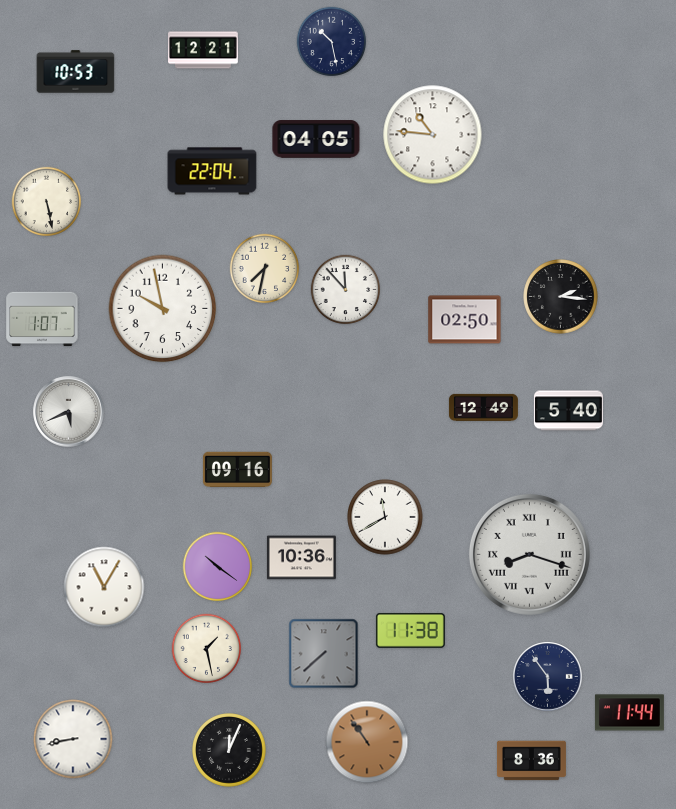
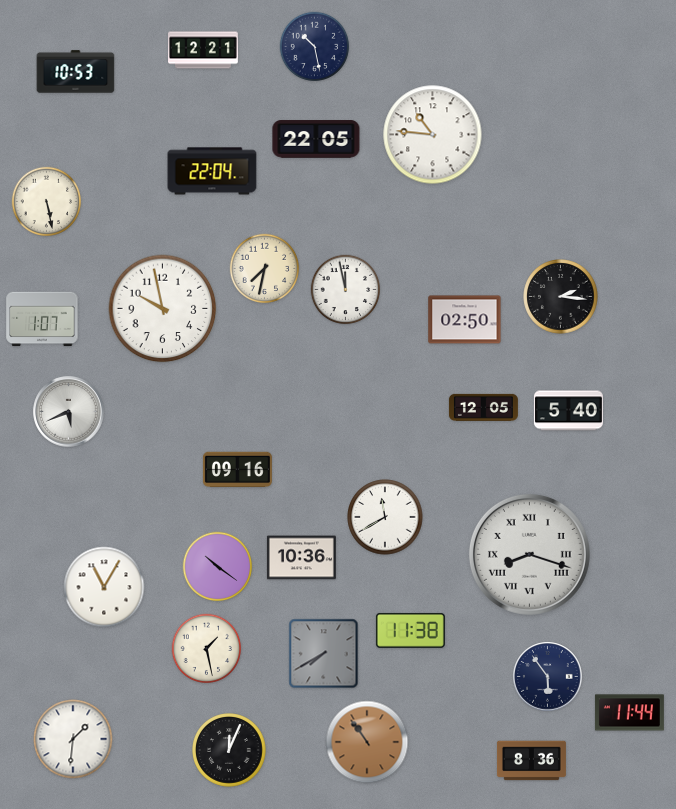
clock at (332, 42) position: (332, 42) -> (315, 47)
clock at (316, 139): 04:05 -> 22:05
clock at (346, 290): 11:53 -> 11:58
clock at (483, 407): 12:49 -> 12:05
clock at (324, 654): 7:38 -> 7:40
clock at (73, 739): 8:43 -> 1:31
